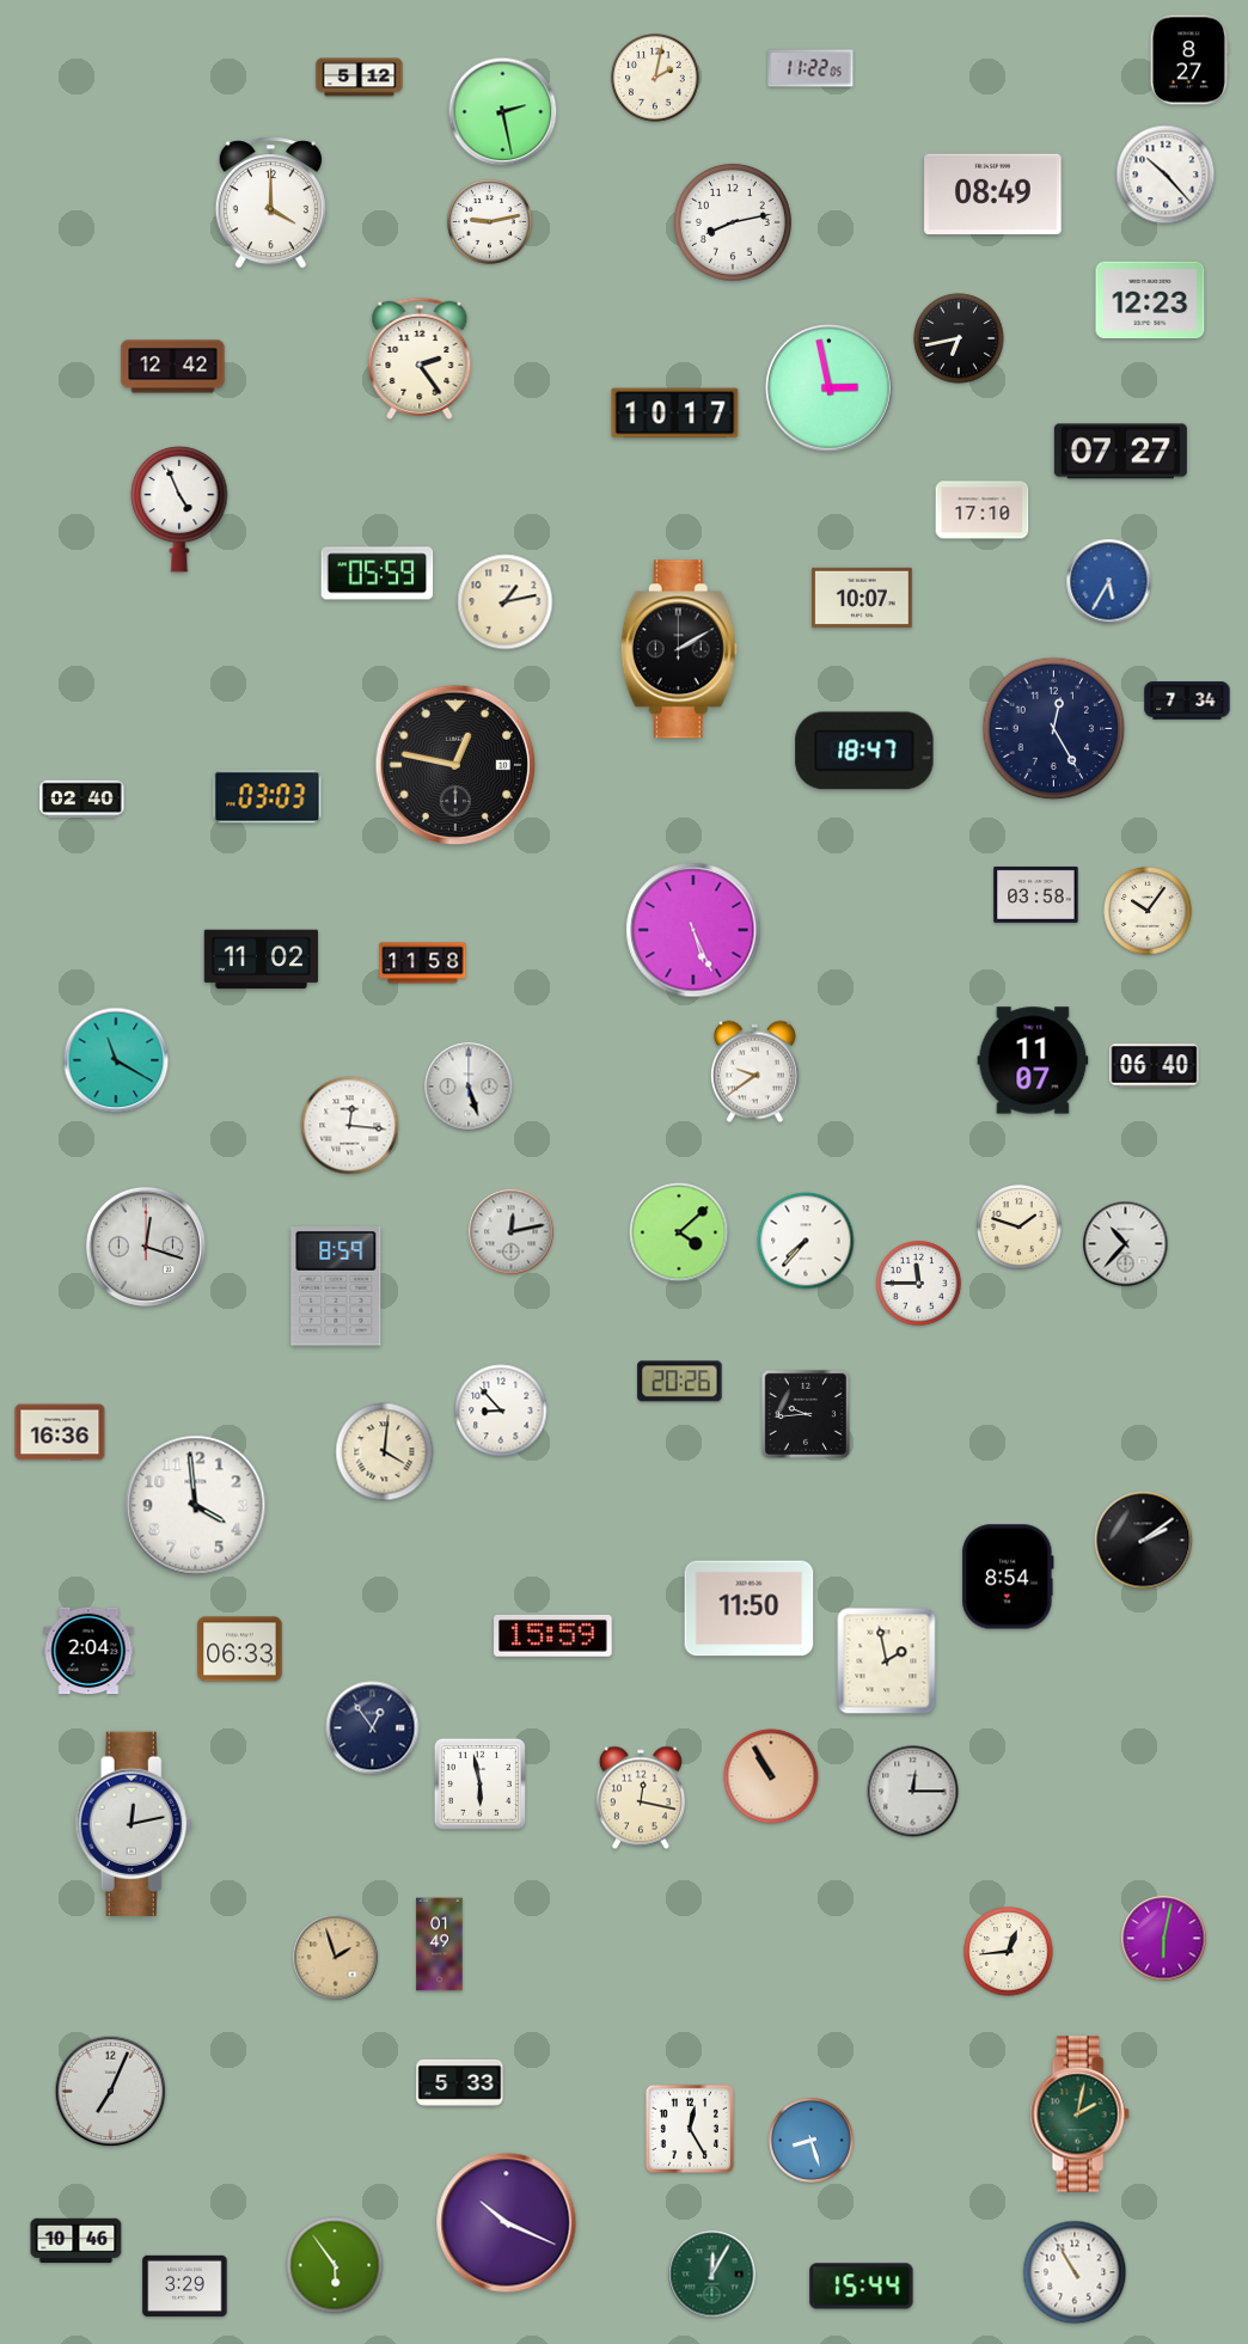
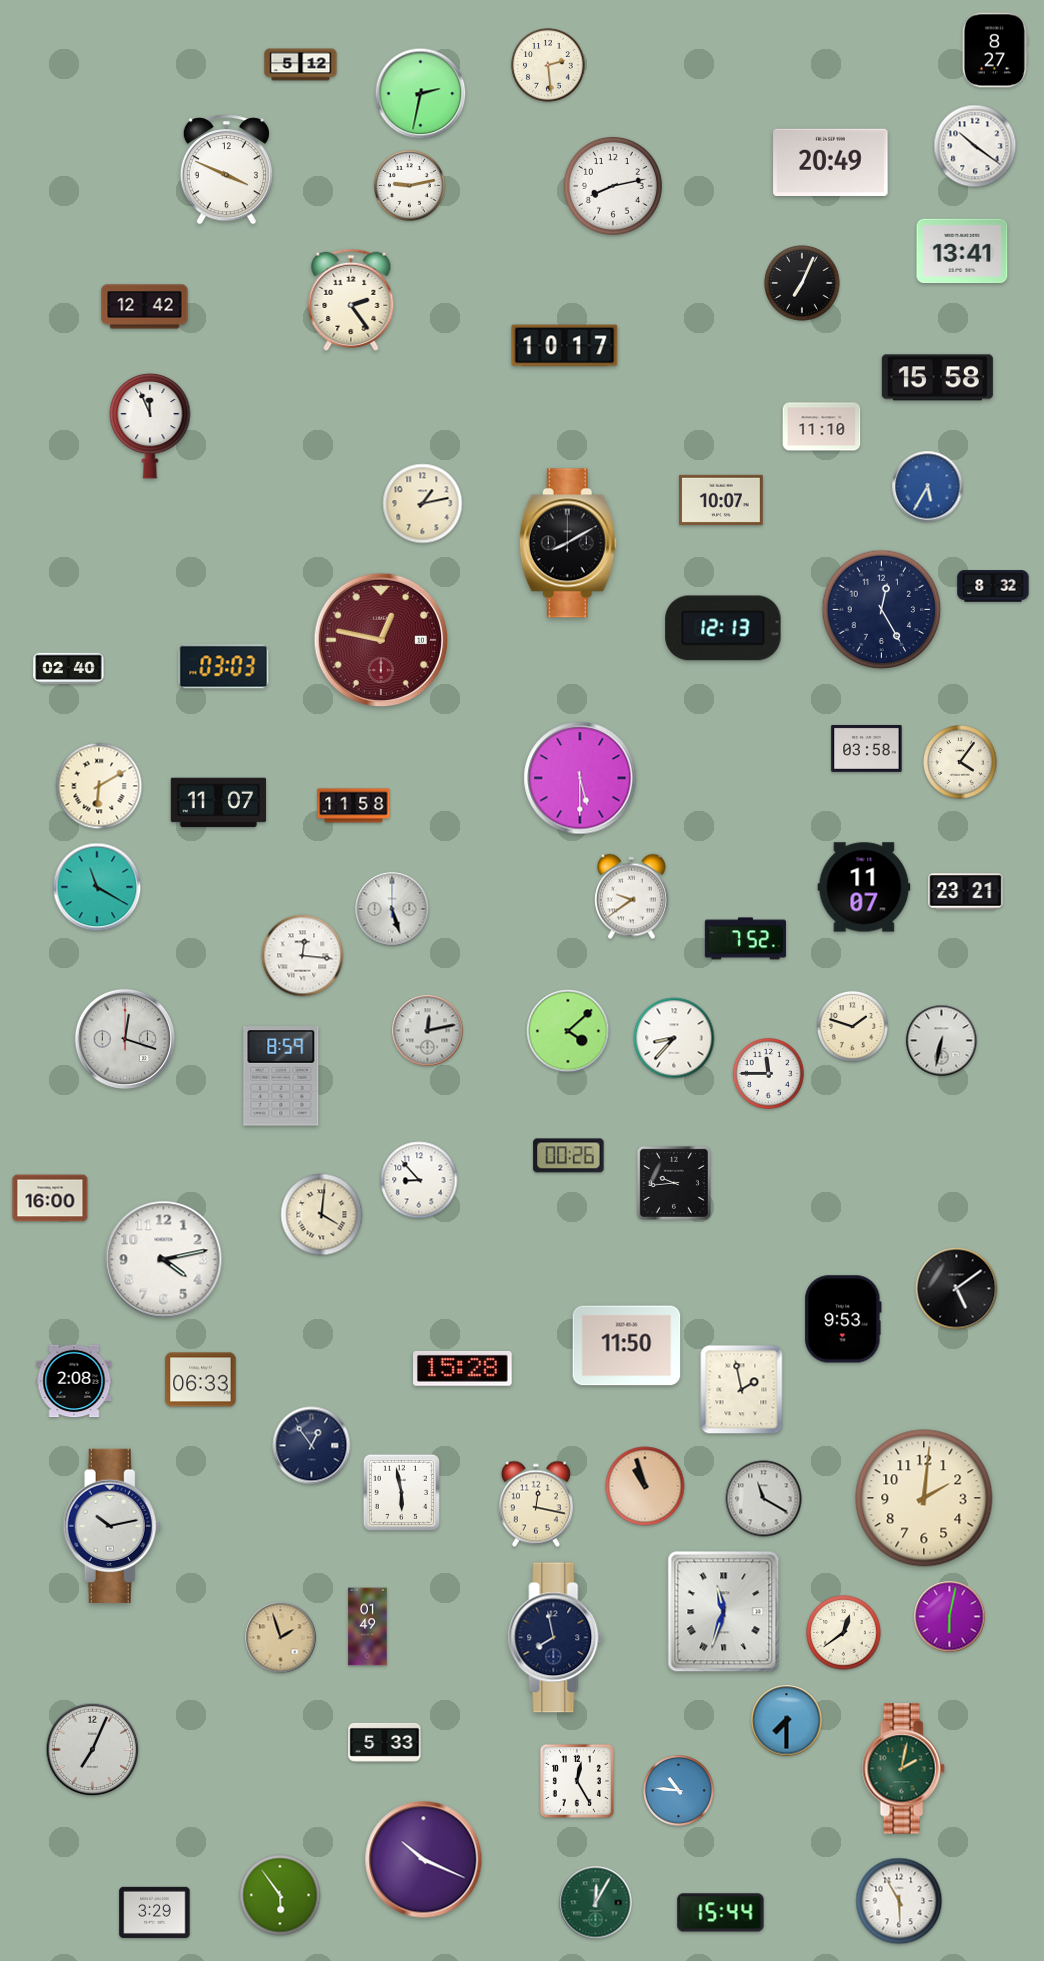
clock at (810, 68): 11:22 -> none
clock at (655, 78): 2:02 -> 2:29
clock at (503, 112): 2:28 -> 2:32
clock at (1166, 175): 10:23 -> 10:21
clock at (993, 194): 08:49 -> 20:49
clock at (270, 203): 4:00 -> 3:49
clock at (1150, 300): 12:23 -> 13:41
clock at (959, 338): 6:43 -> 7:04
clock at (830, 388): 2:58 -> none
clock at (1120, 452): 07:27 -> 15:58
clock at (179, 509): 4:56 -> 11:56
clock at (983, 510): 17:10 -> 11:10
clock at (378, 574): 05:59 -> none
clock at (679, 649): 2:10 -> 8:10
clock at (1187, 700): 7:34 -> 8:32
clock at (864, 751): 18:47 -> 12:13
clock at (455, 765) dial: black -> burgundy
clock at (1148, 911): 10:06 -> 4:06
clock at (693, 930): 5:26 -> 5:30
clock at (99, 786): none -> 6:10
clock at (261, 960): 11:02 -> 11:07
clock at (1155, 1066): 06:40 -> 23:21
clock at (745, 939): none -> 7:52
clock at (350, 1126) position: (350, 1126) -> (303, 956)
clock at (806, 1241): 7:37 -> 8:37
clock at (1126, 1244): 10:37 -> 6:32
clock at (146, 1247) position: (146, 1247) -> (125, 1039)
clock at (680, 1382): 20:26 -> 00:26
clock at (60, 1432): 16:36 -> 16:00
clock at (196, 1506): 3:59 -> 4:13
clock at (1144, 1541): 2:09 -> 5:09
clock at (1008, 1577): 8:54 -> 9:53
clock at (553, 1635): 15:59 -> 15:28
clock at (88, 1651): 2:04 -> 2:08
clock at (771, 1776): 10:55 -> 10:57
clock at (924, 1498): none -> 2:01
clock at (913, 1792): 12:15 -> 11:20
clock at (134, 1824): 12:13 -> 10:13
clock at (724, 1612): none -> 11:33
clock at (1164, 1939) position: (1164, 1939) -> (950, 1617)
clock at (1009, 1952): 12:44 -> 12:39
clock at (556, 1638): none -> 7:58
clock at (787, 1721): none -> 7:30
clock at (810, 2140): 8:27 -> 10:46
clock at (77, 2241): 10:46 -> none
clock at (1075, 2272): 10:55 -> 5:55
